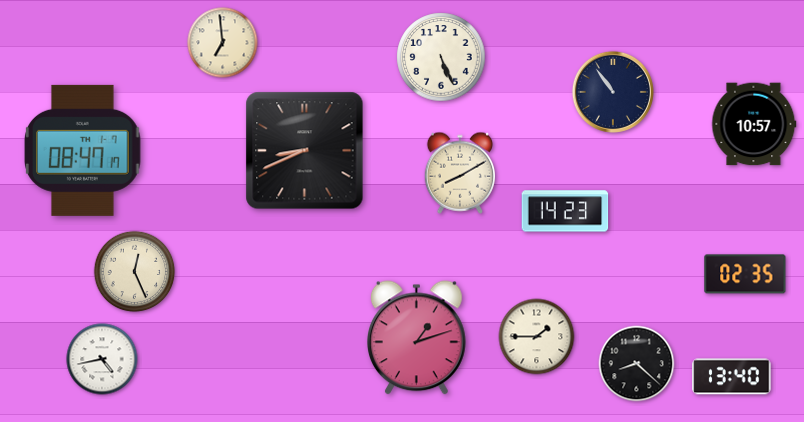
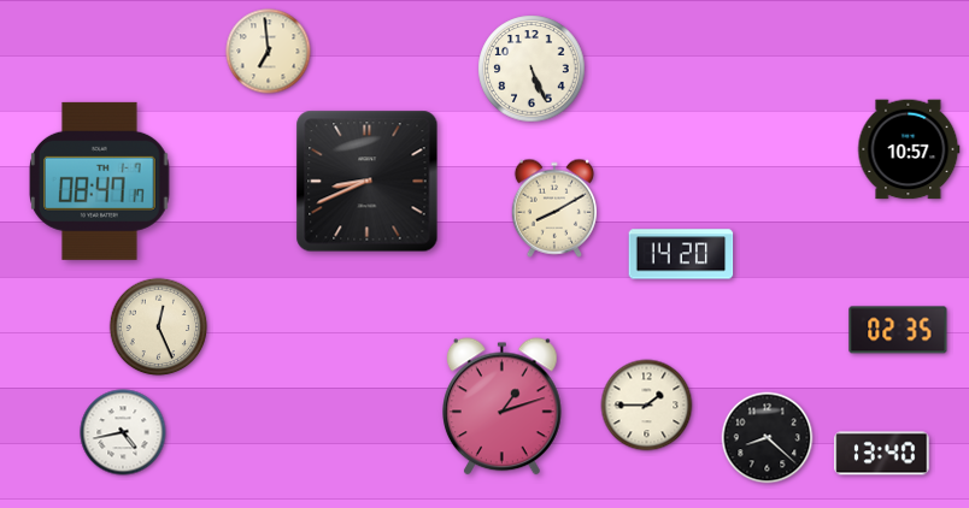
clock at (613, 92): 10:54 -> none
clock at (565, 211): 14:23 -> 14:20
clock at (135, 272) position: (135, 272) -> (159, 327)
